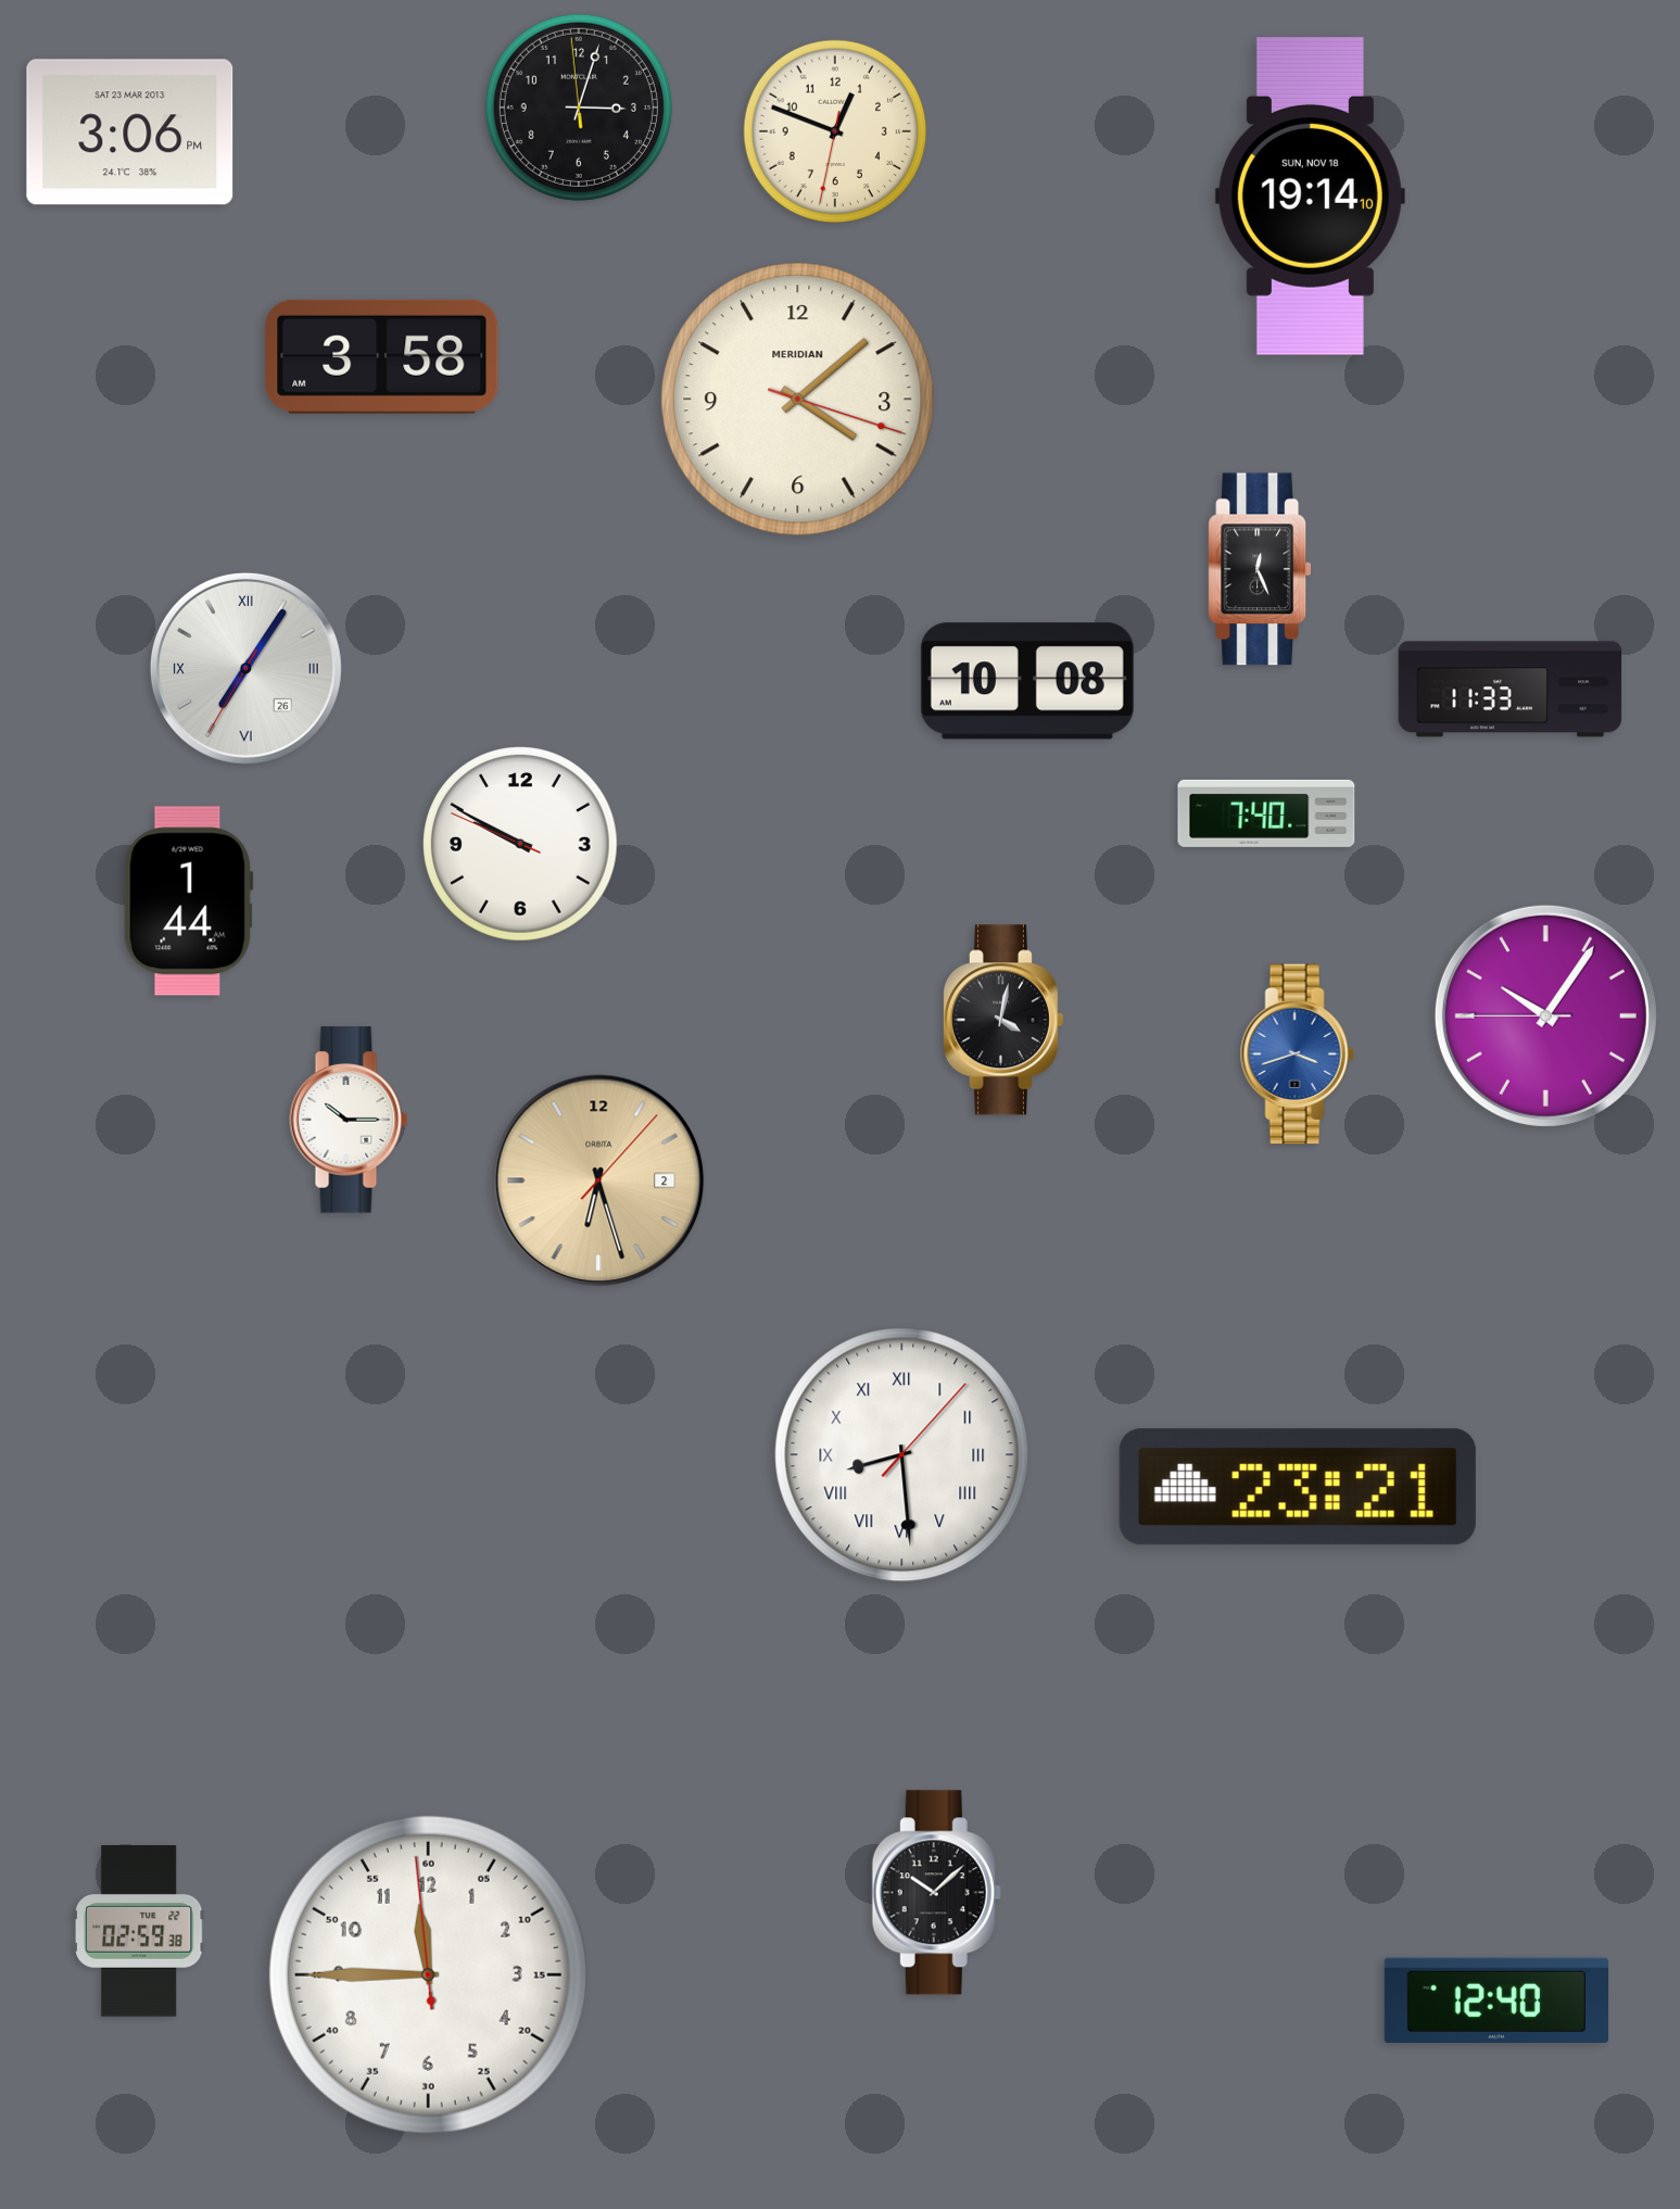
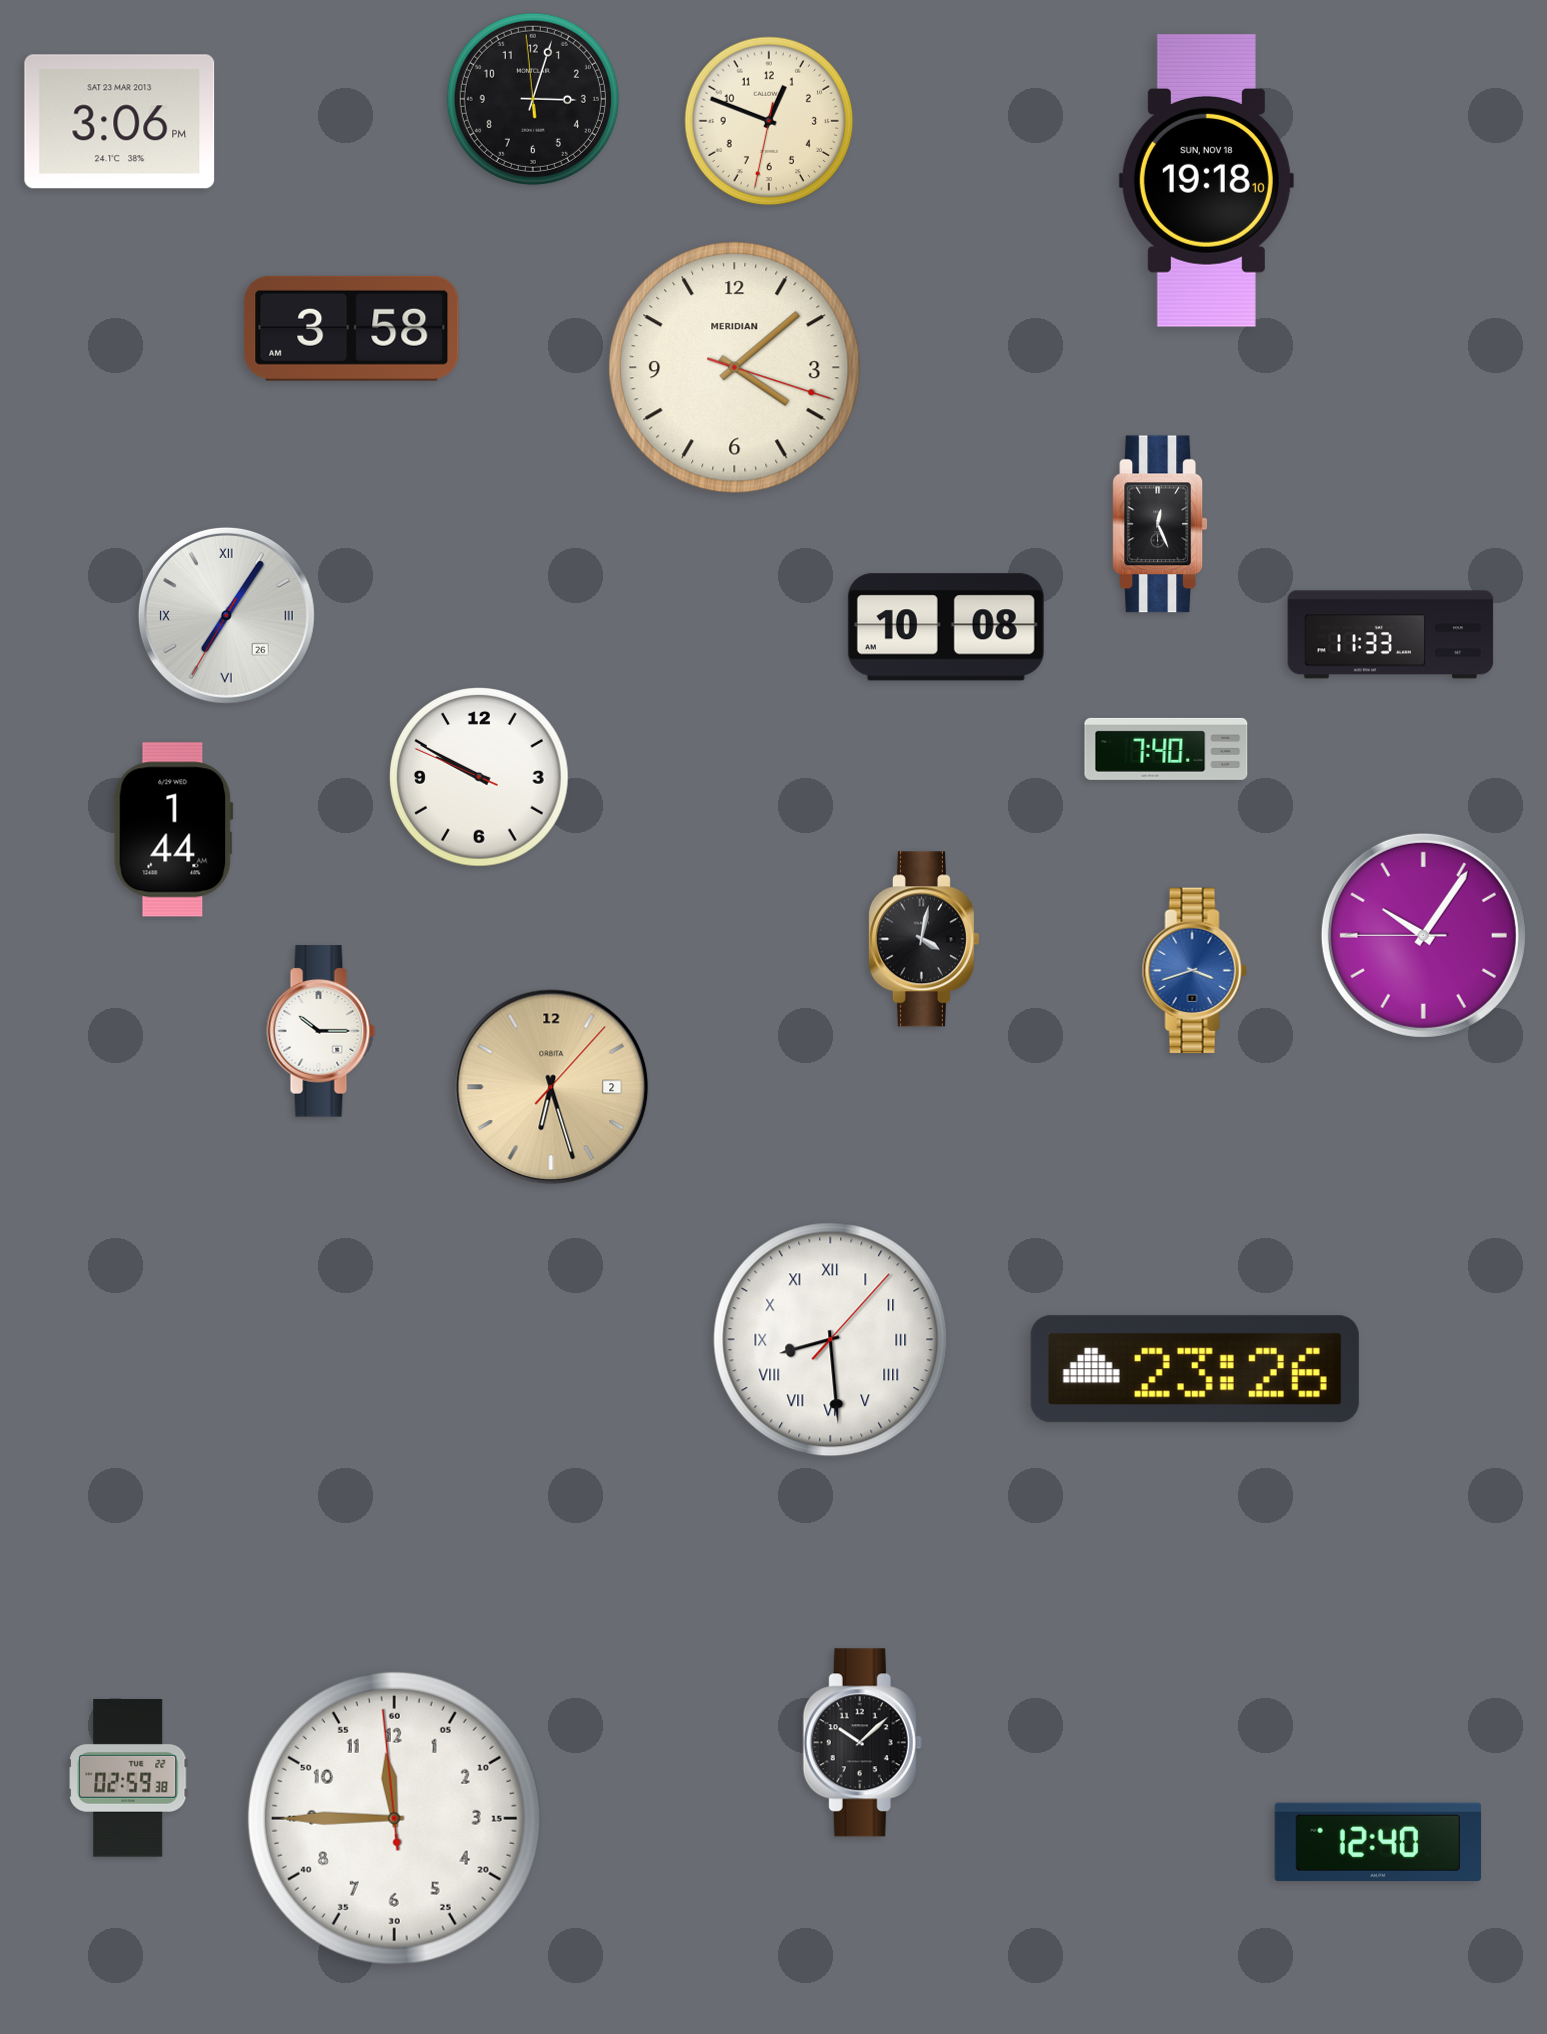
clock at (1310, 197): 19:14 -> 19:18
clock at (1298, 1487): 23:21 -> 23:26
